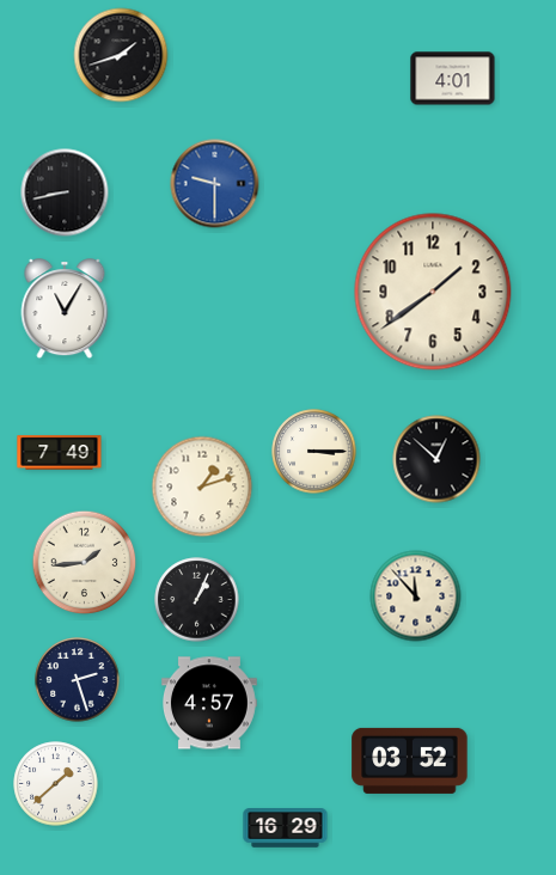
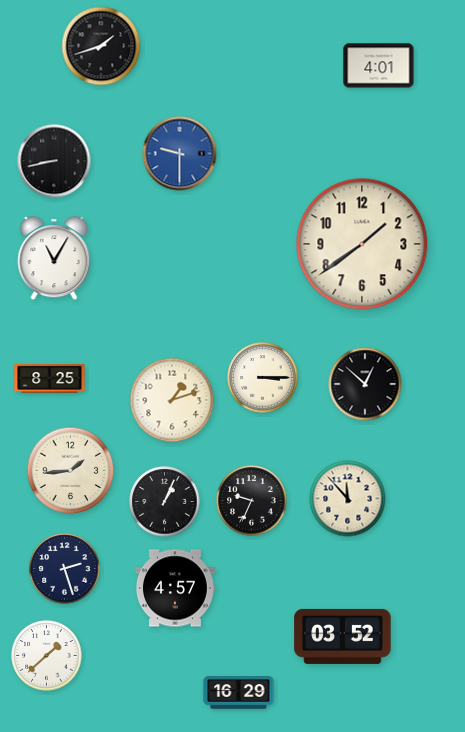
clock at (60, 453): 7:49 -> 8:25
clock at (202, 487) position: (202, 487) -> (172, 400)
clock at (252, 501): none -> 9:34
